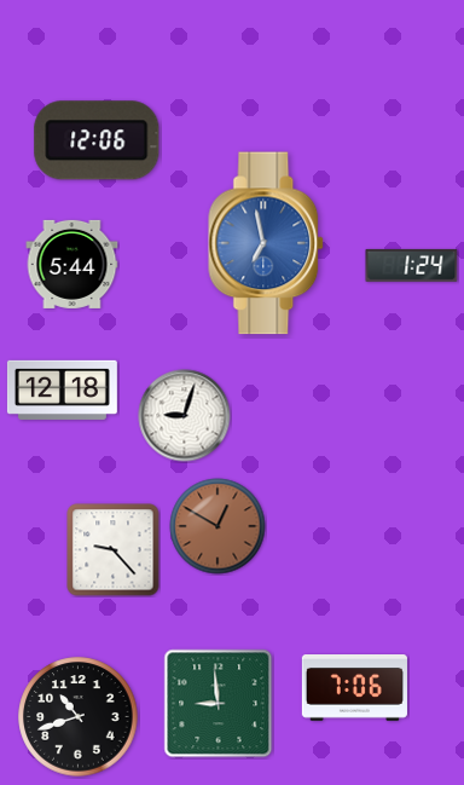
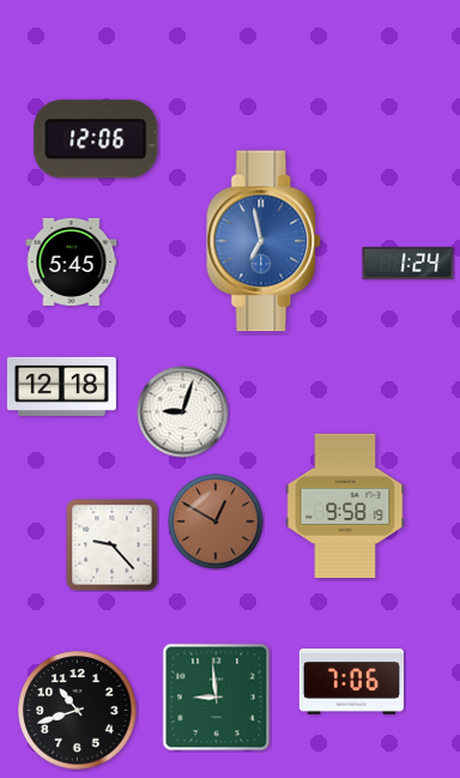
clock at (72, 264): 5:44 -> 5:45
clock at (345, 506): none -> 9:58
